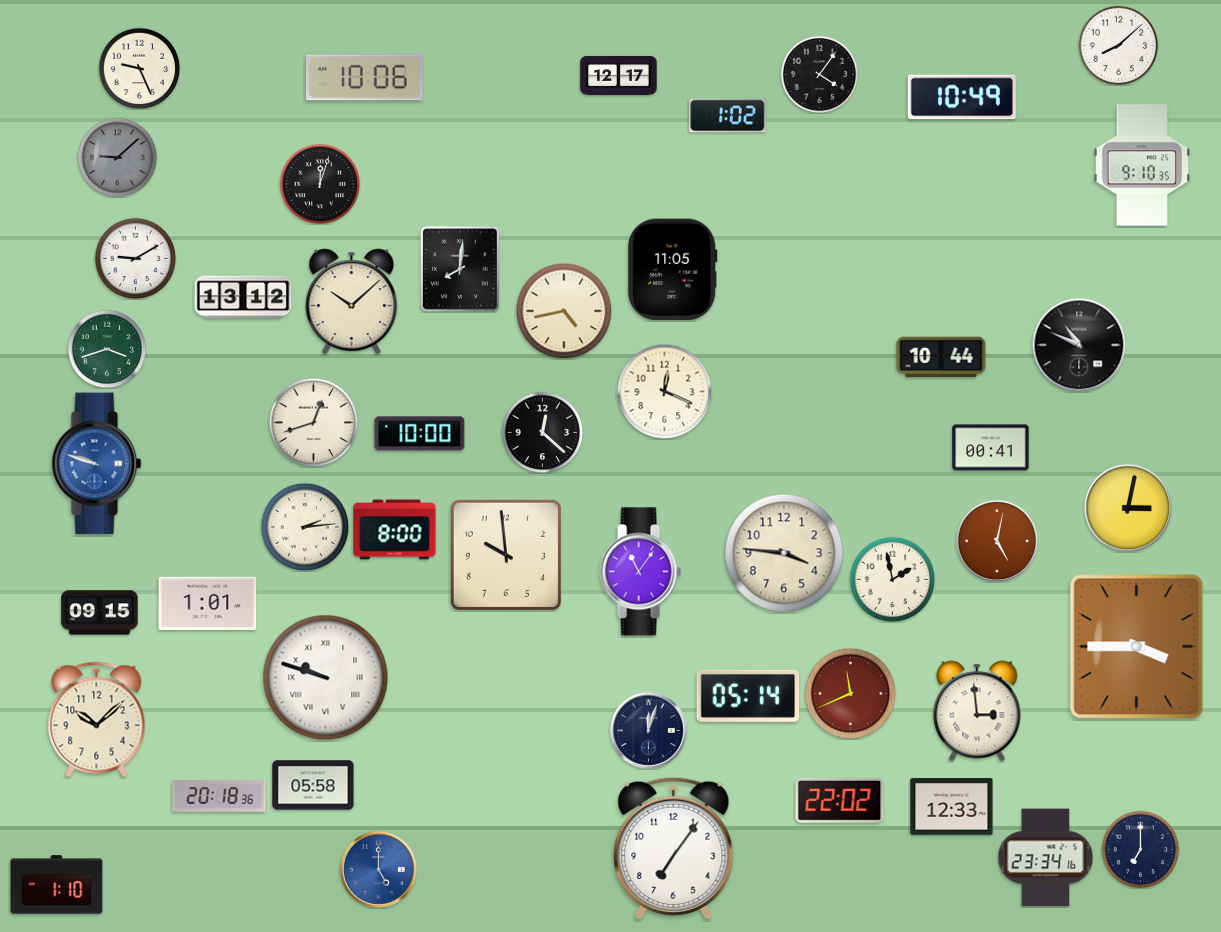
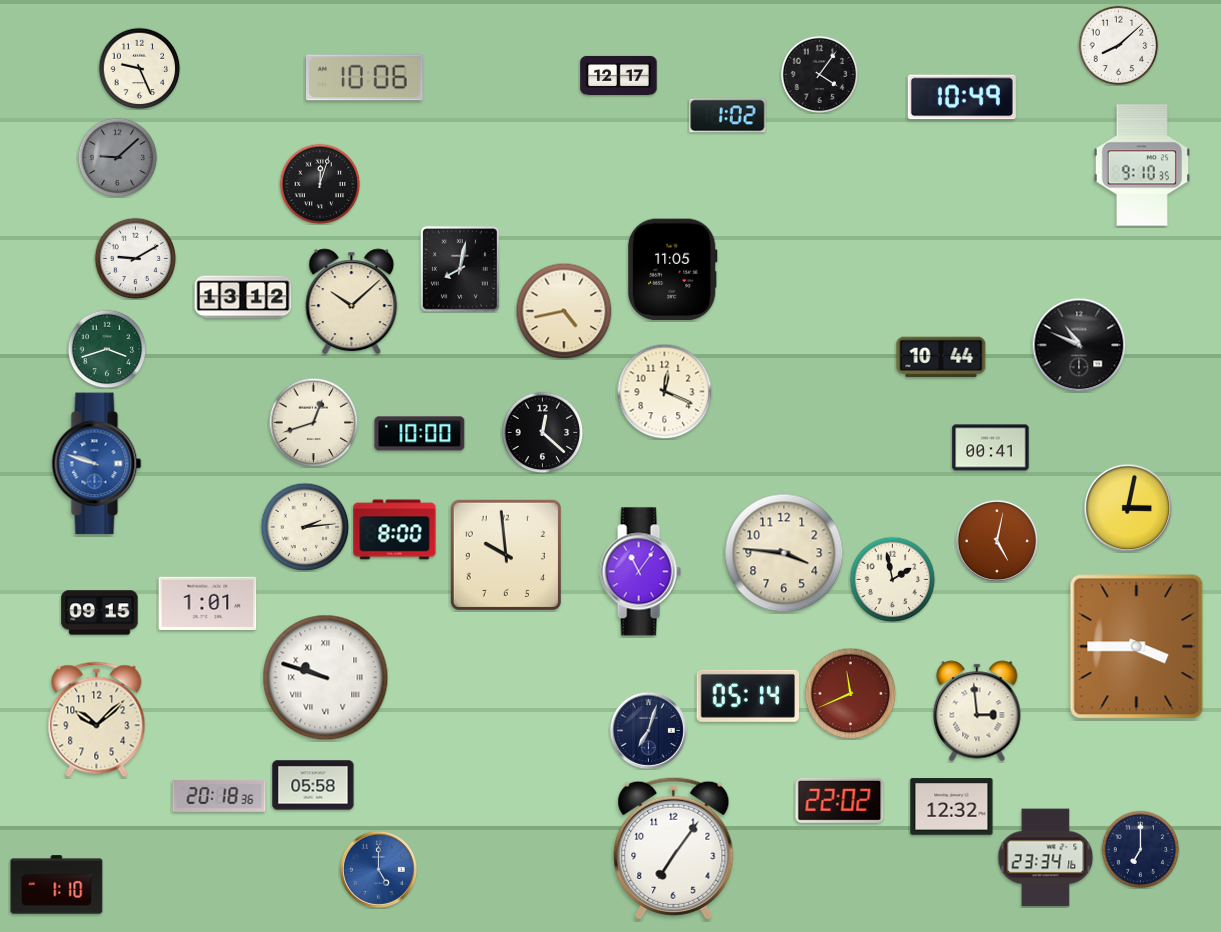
clock at (460, 269): 8:01 -> 8:02
clock at (648, 730): 12:03 -> 7:03
clock at (952, 807): 12:33 -> 12:32
